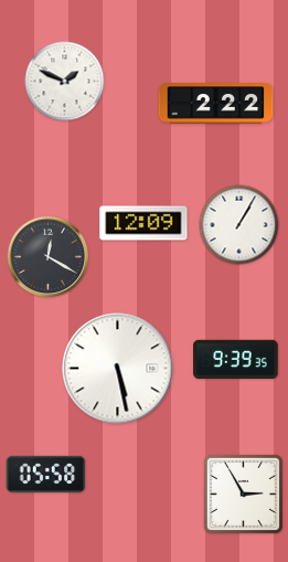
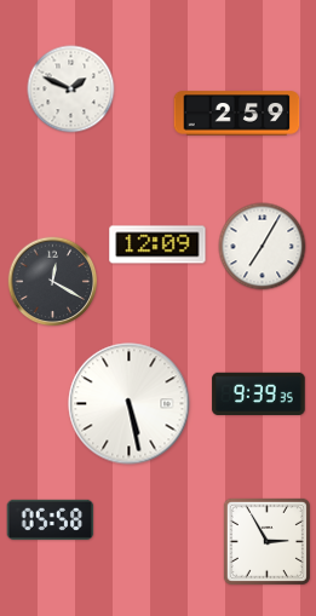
clock at (216, 104): 2:22 -> 2:59
clock at (239, 225): 1:05 -> 7:05
